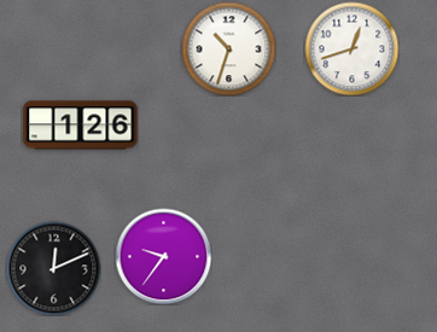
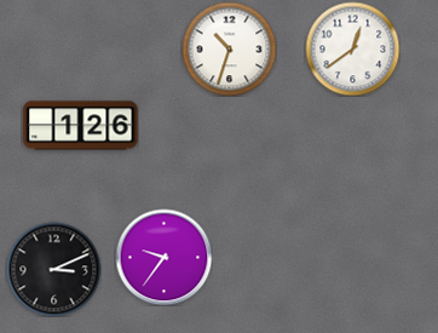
clock at (351, 48): 12:42 -> 12:39
clock at (53, 268): 12:11 -> 3:11
